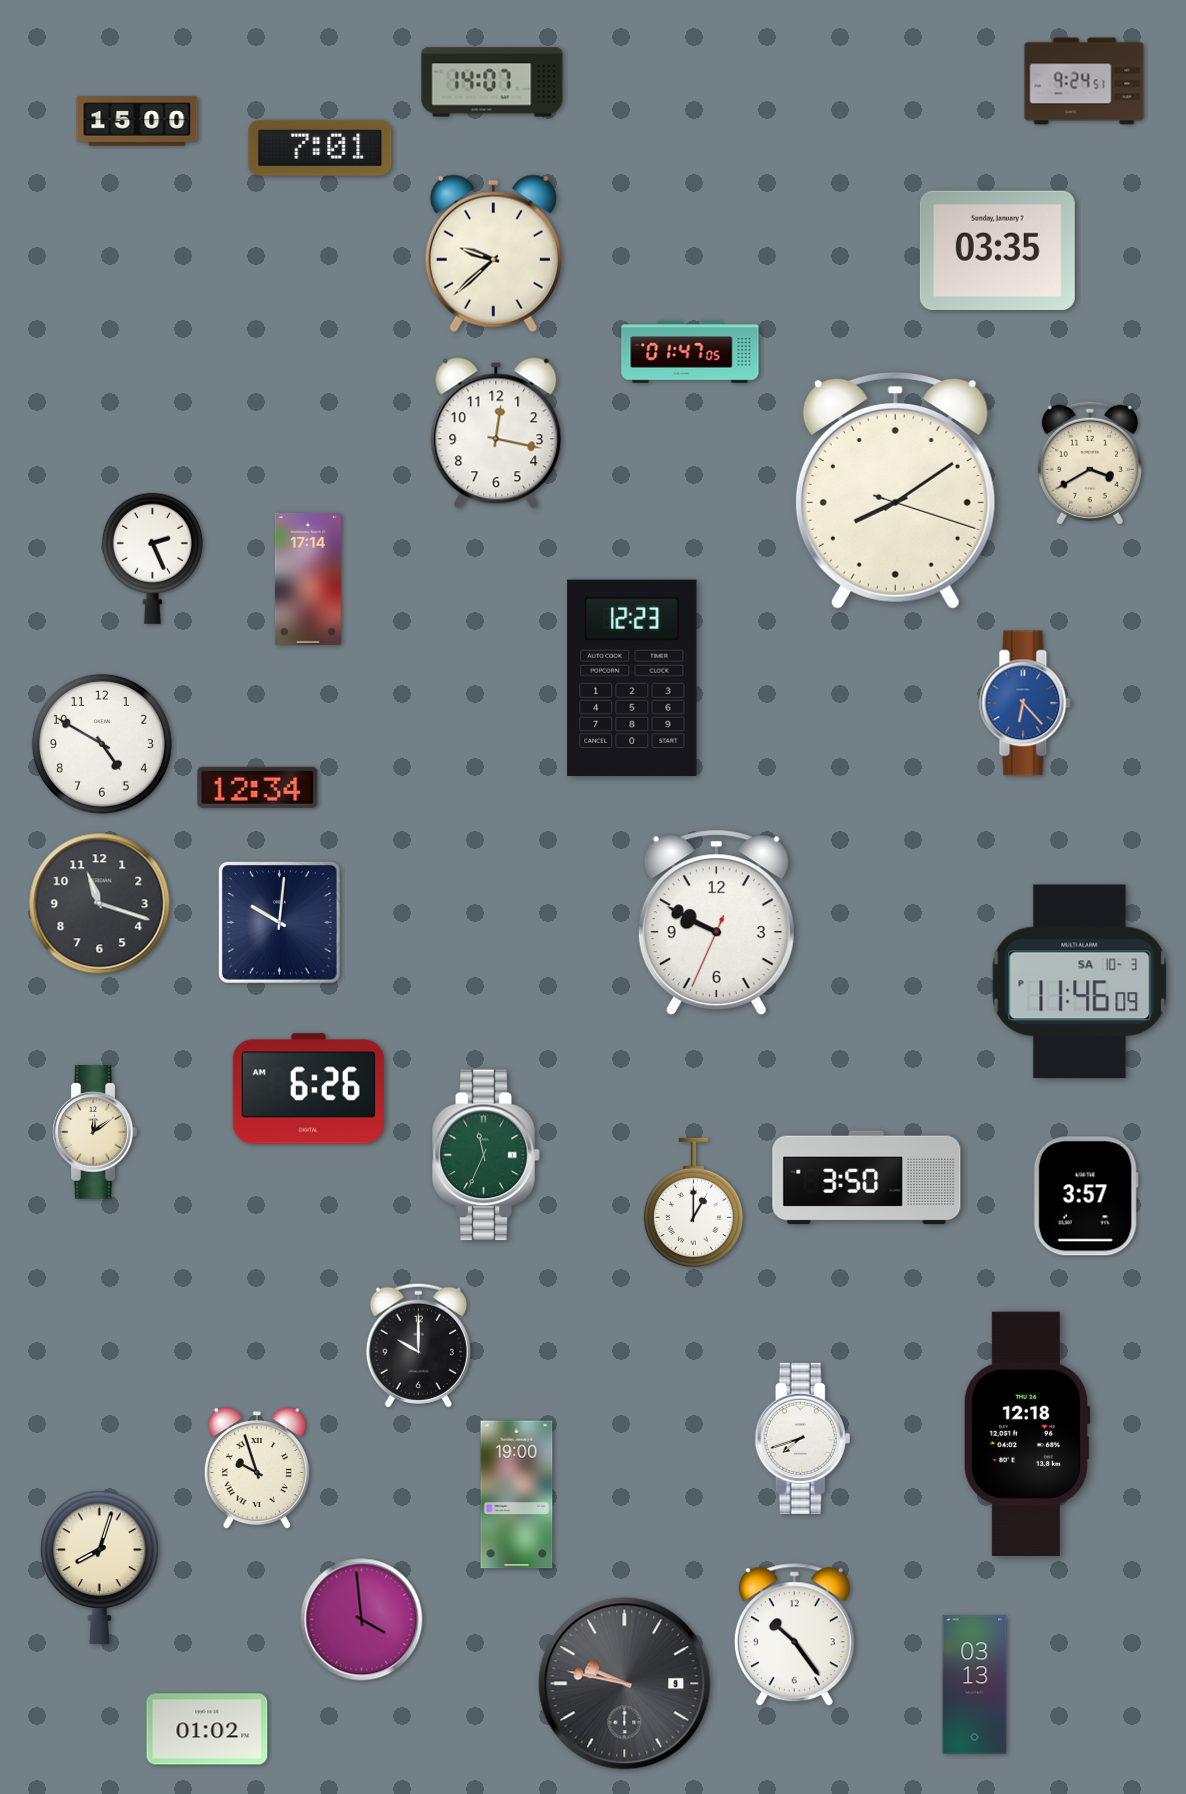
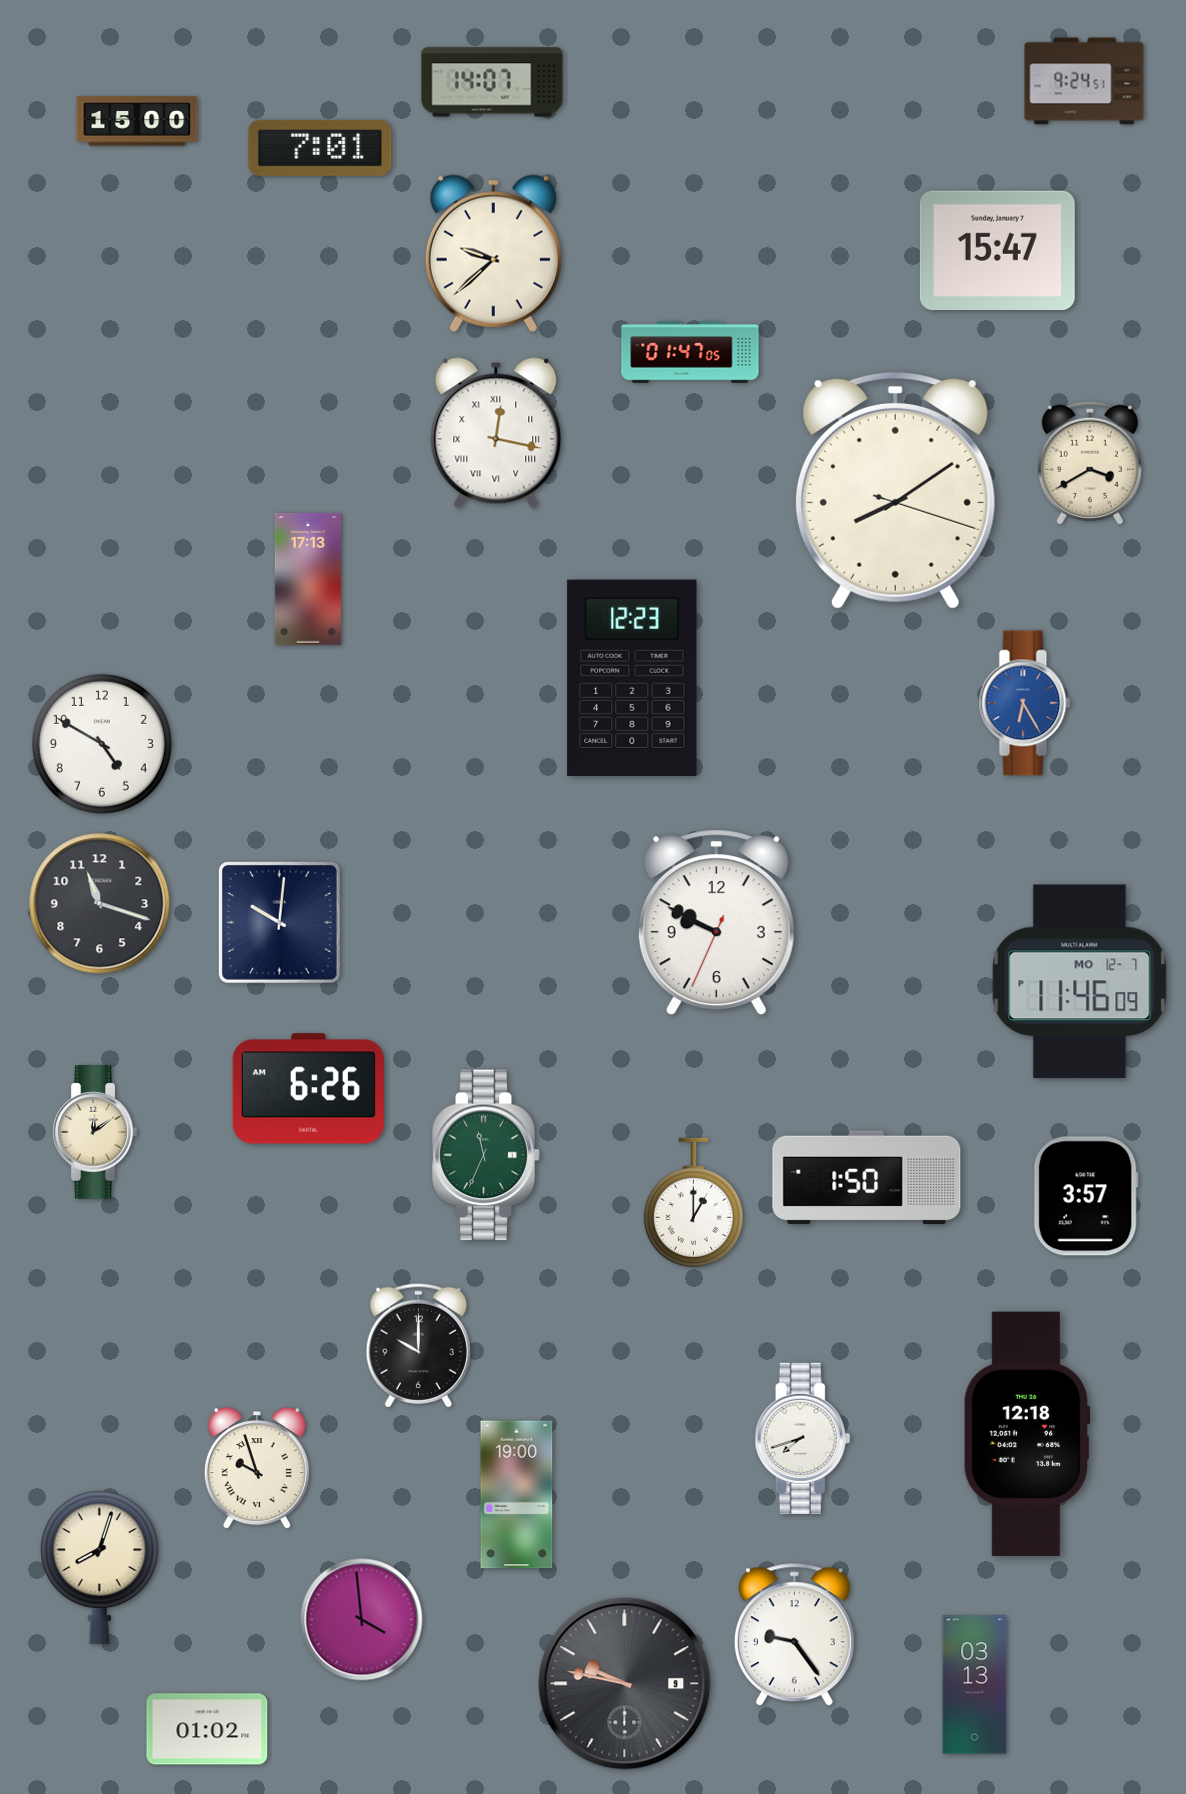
clock at (997, 250): 03:35 -> 15:47
clock at (496, 433) numerals: Arabic -> Roman
clock at (152, 558): 2:26 -> none
clock at (308, 579): 17:14 -> 17:13
clock at (1025, 703): 6:23 -> 6:25
clock at (258, 787): 12:34 -> none
clock at (1080, 982) date: SA 10-3 -> MO 12-7
clock at (867, 1178): 3:50 -> 1:50
clock at (794, 1635): 10:24 -> 9:24
